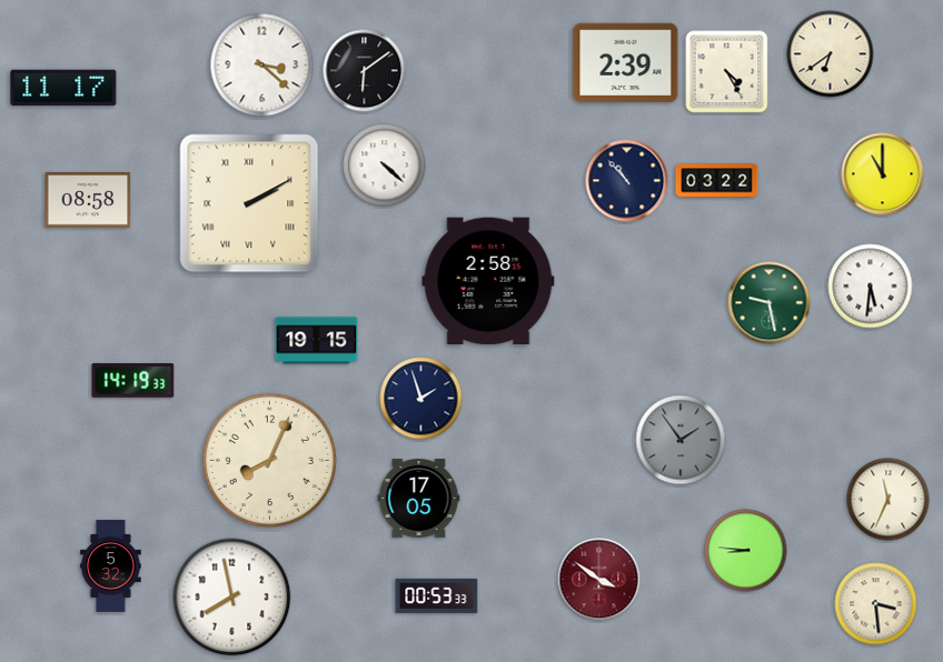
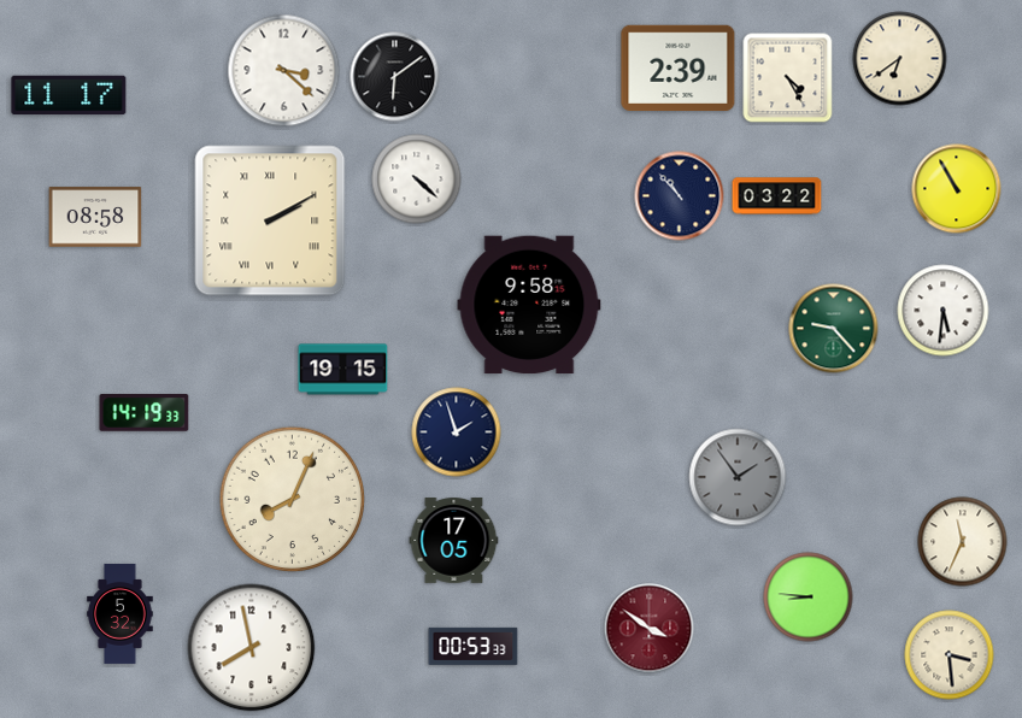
clock at (883, 174): 11:00 -> 10:55
clock at (488, 281): 2:58 -> 9:58
clock at (770, 303): 9:28 -> 9:23
